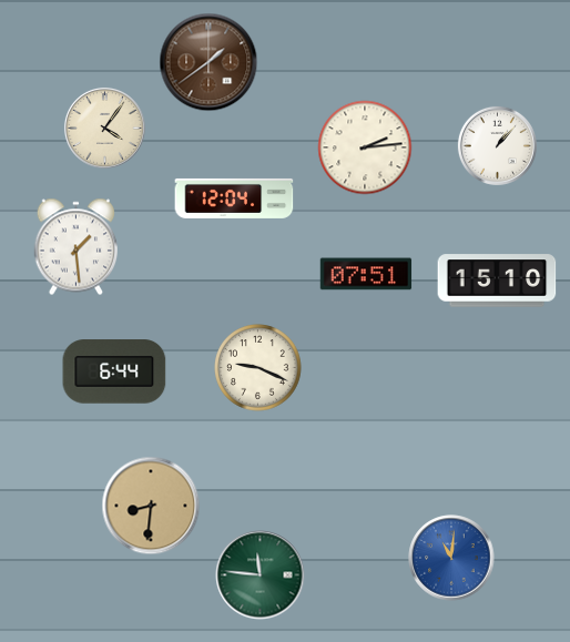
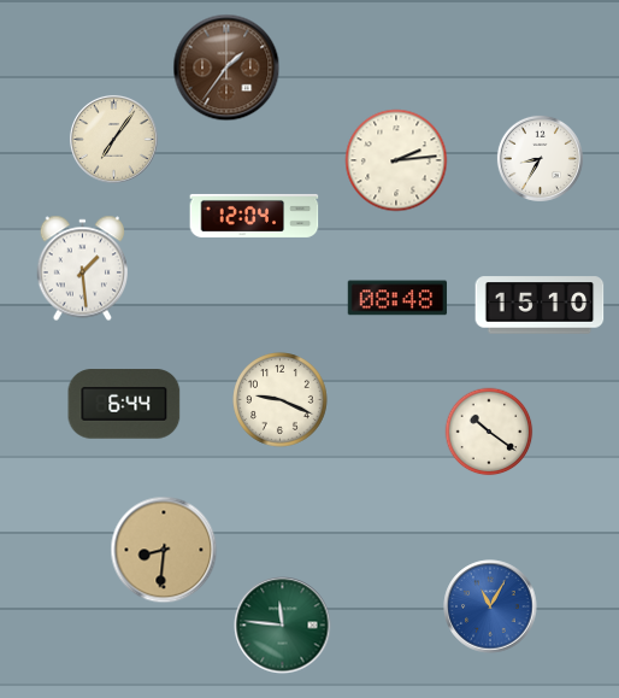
clock at (208, 62): 1:39 -> 1:36
clock at (104, 128): 4:06 -> 7:06
clock at (497, 145): 1:07 -> 8:35
clock at (366, 274): 07:51 -> 08:48
clock at (489, 432): none -> 10:21
clock at (451, 558): 11:01 -> 11:05
